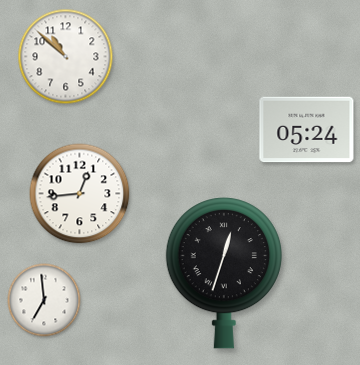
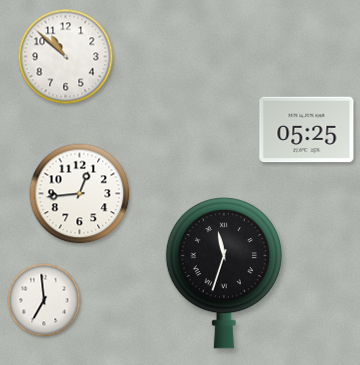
clock at (307, 130): 05:24 -> 05:25
clock at (224, 273): 12:33 -> 11:33
